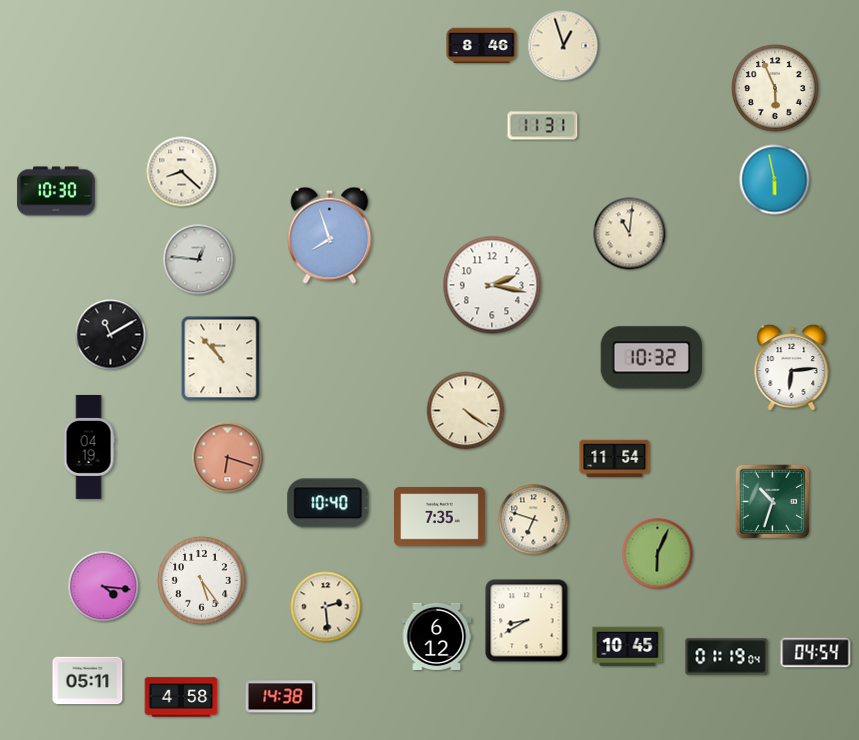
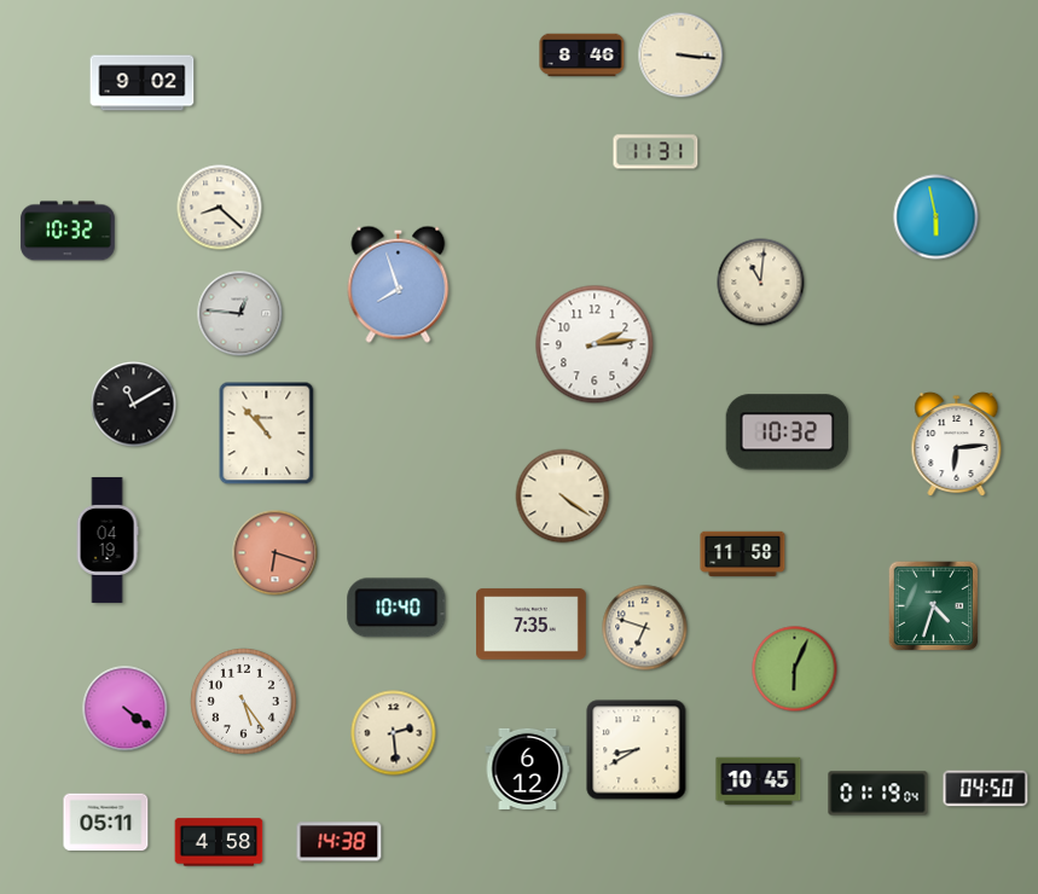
clock at (564, 46): 12:57 -> 3:16
clock at (143, 83): none -> 9:02
clock at (775, 88): 5:56 -> none
clock at (56, 191): 10:30 -> 10:32
clock at (492, 285): 2:17 -> 2:14
clock at (615, 459): 11:54 -> 11:58
clock at (773, 502): 10:33 -> 4:33
clock at (104, 587): 4:16 -> 4:21
clock at (816, 653): 04:54 -> 04:50
